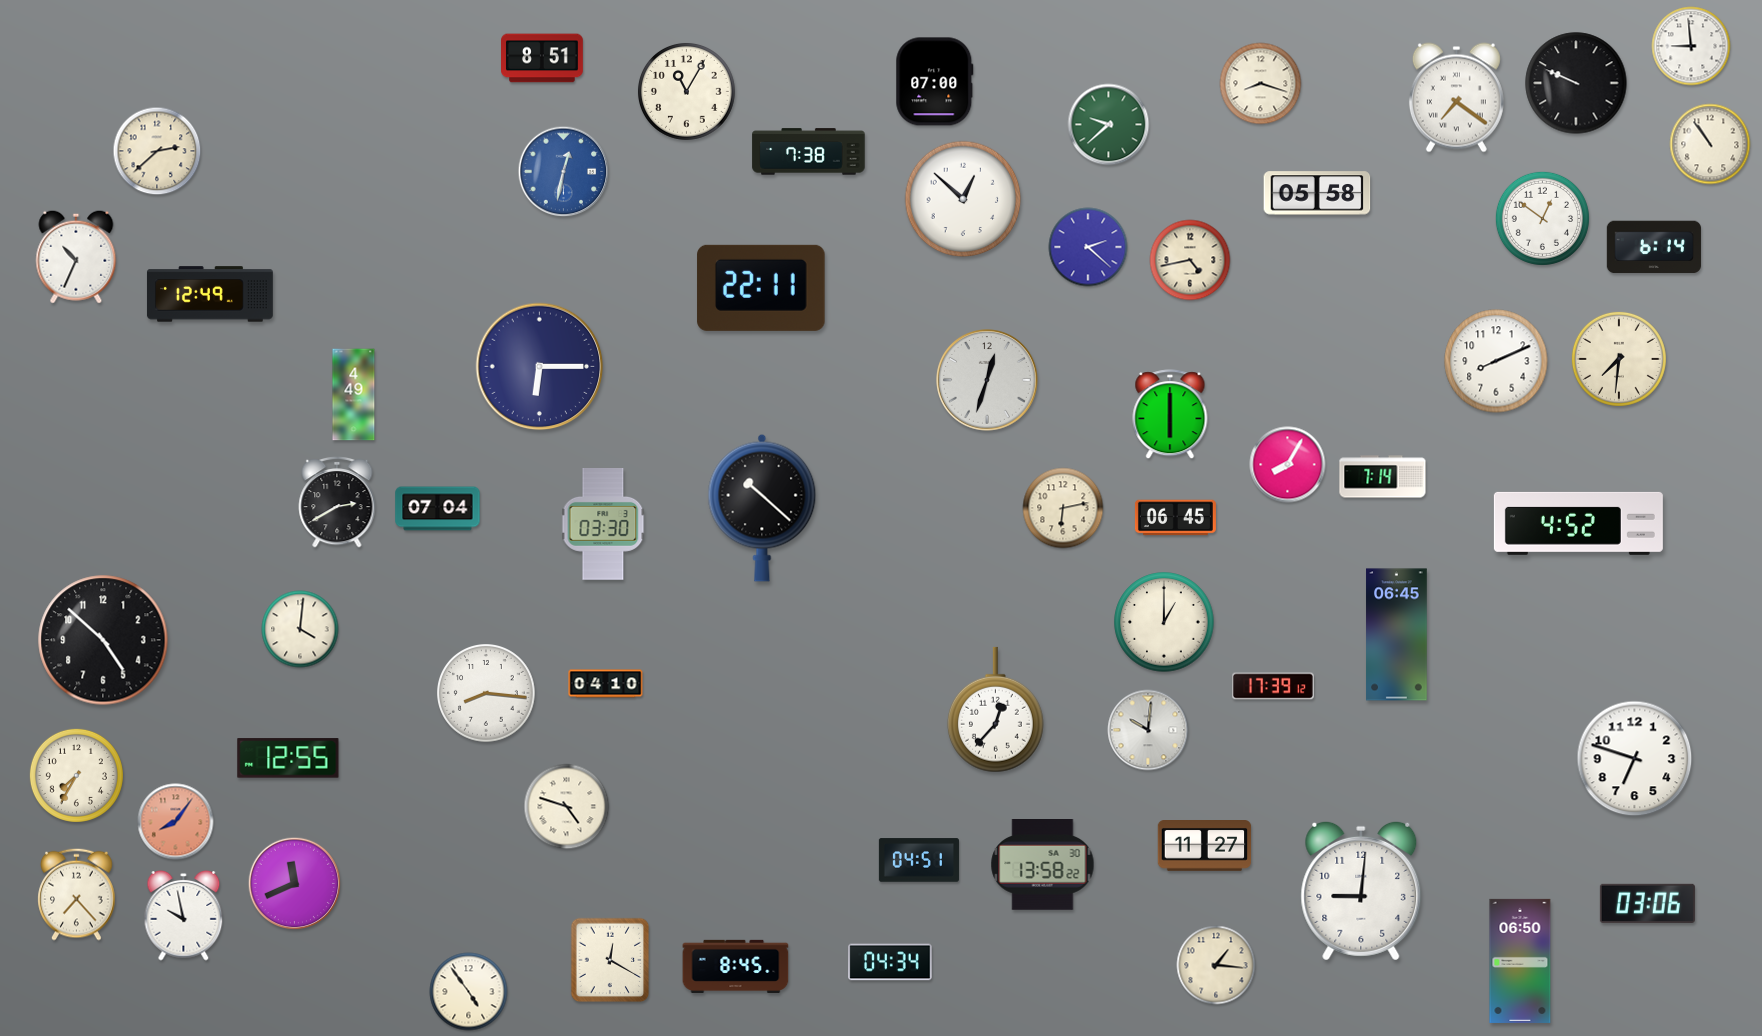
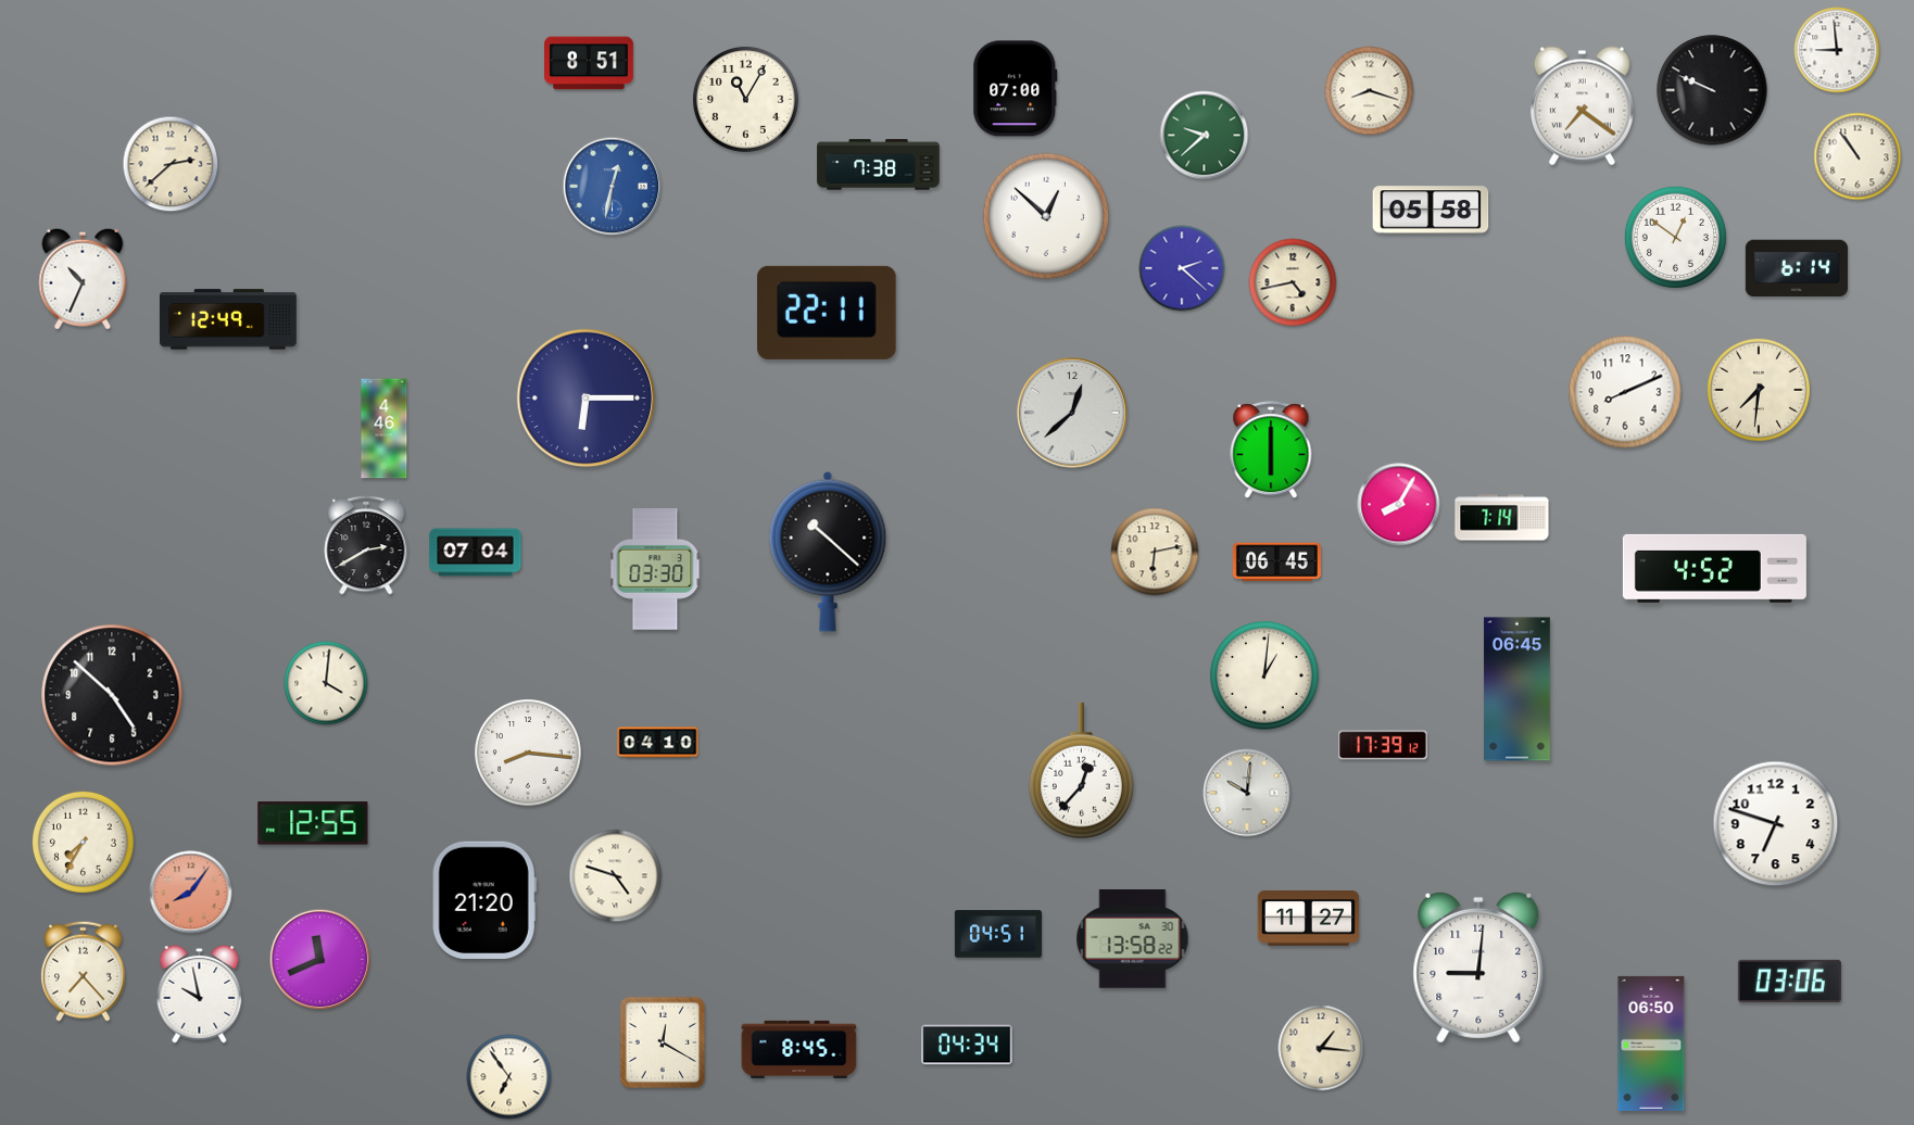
clock at (988, 381): 12:33 -> 12:38
clock at (354, 395): 4:49 -> 4:46
clock at (1164, 622): 1:00 -> 1:01
clock at (484, 900): none -> 21:20
clock at (469, 992): 4:54 -> 6:54
